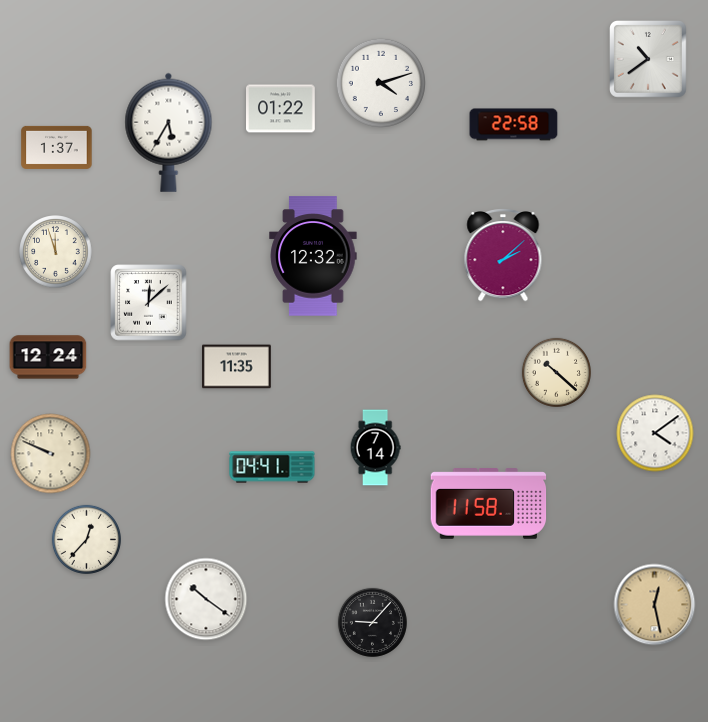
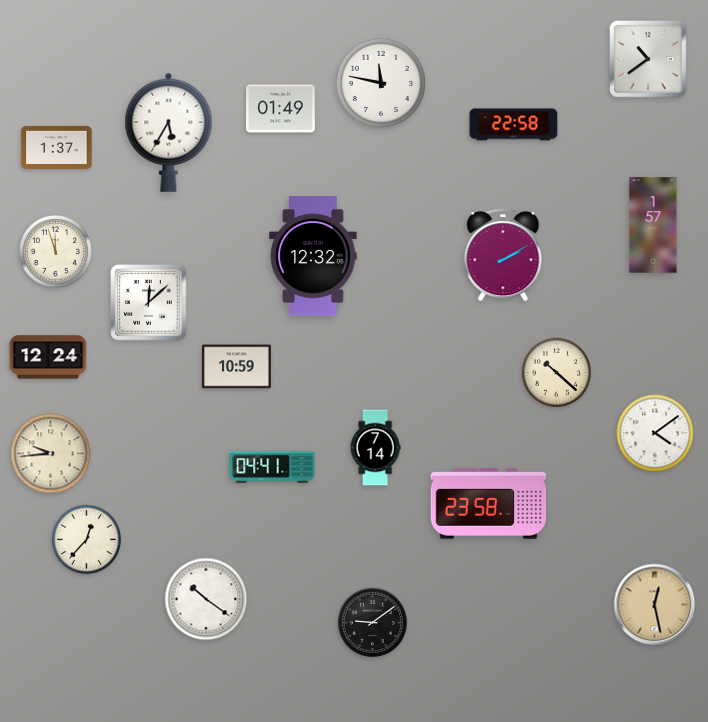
clock at (381, 83): 4:12 -> 11:47
clock at (281, 109): 01:22 -> 01:49
clock at (653, 225): none -> 1:57
clock at (503, 256): 2:08 -> 2:10
clock at (237, 367): 11:35 -> 10:59
clock at (51, 454): 9:49 -> 9:44
clock at (489, 504): 11:58 -> 23:58
clock at (372, 622): 9:07 -> 9:09
